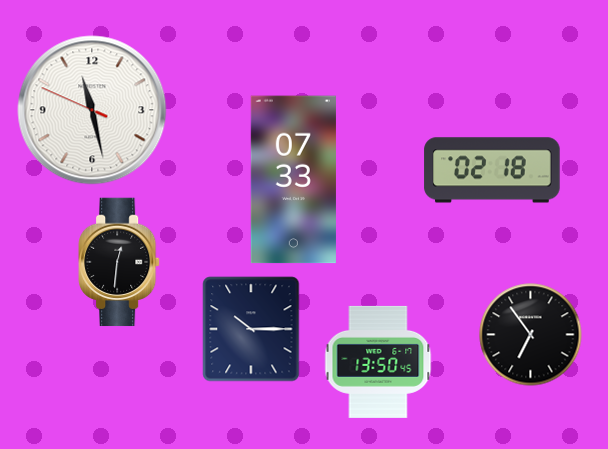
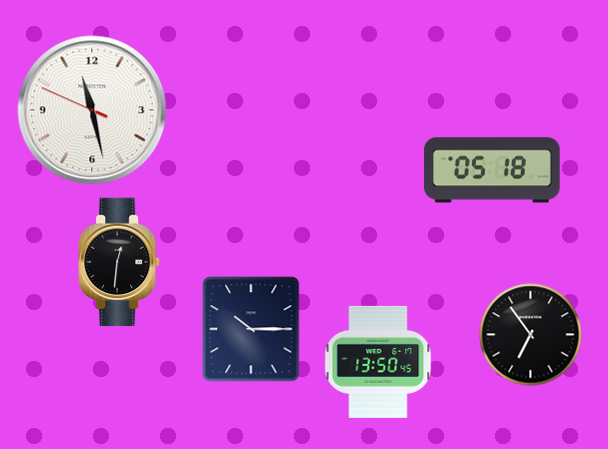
clock at (492, 170): 02:18 -> 05:18
clock at (293, 180): 07:33 -> none
